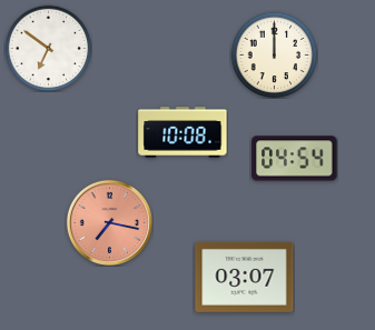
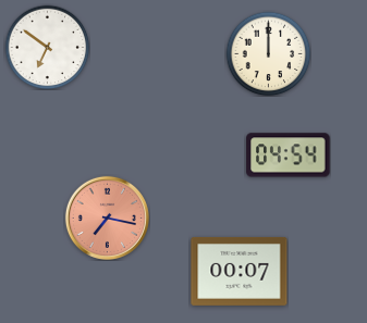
clock at (182, 132): 10:08 -> none
clock at (245, 277): 03:07 -> 00:07
